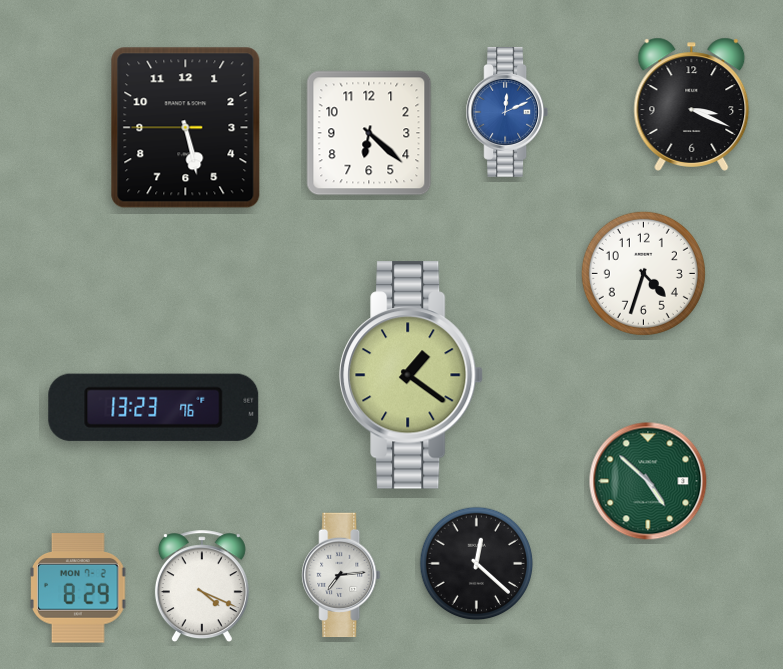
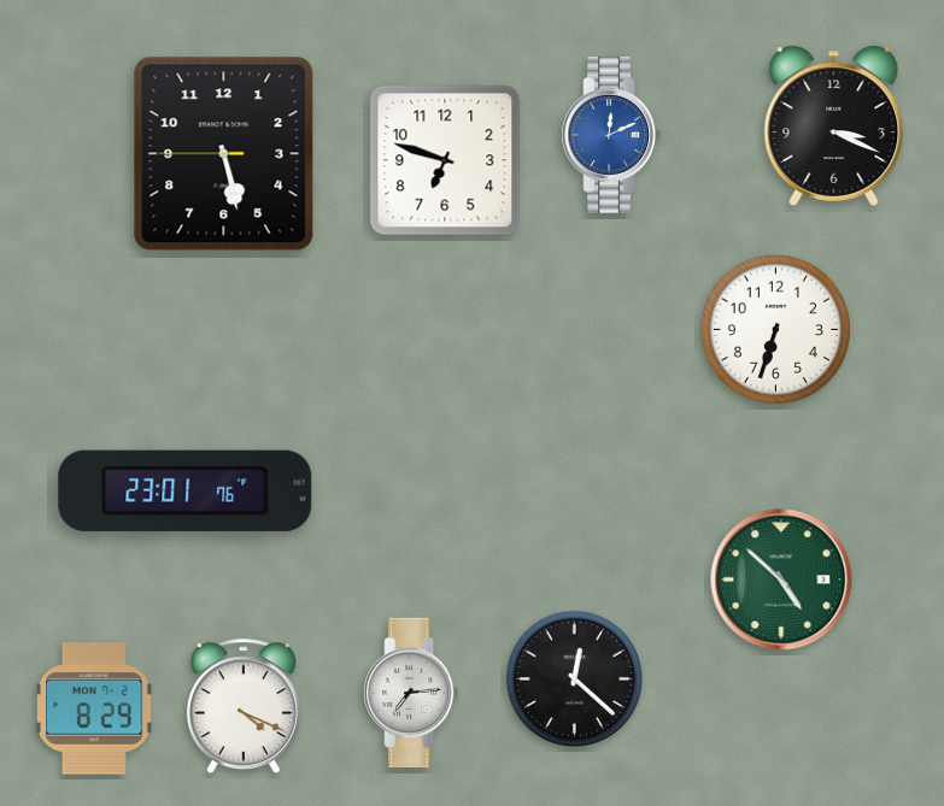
clock at (369, 133): 6:22 -> 6:48
clock at (643, 273): 4:33 -> 6:33
clock at (411, 375): 1:21 -> none
clock at (154, 407): 13:23 -> 23:01
